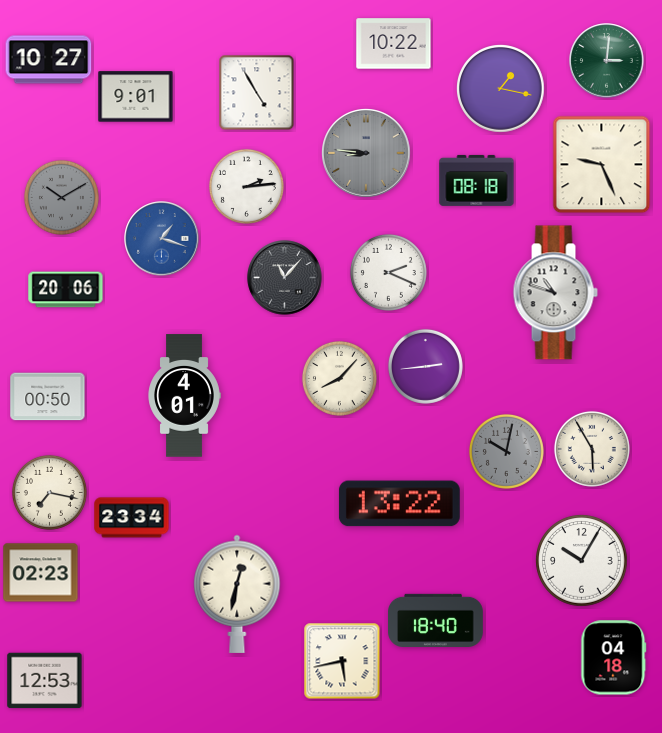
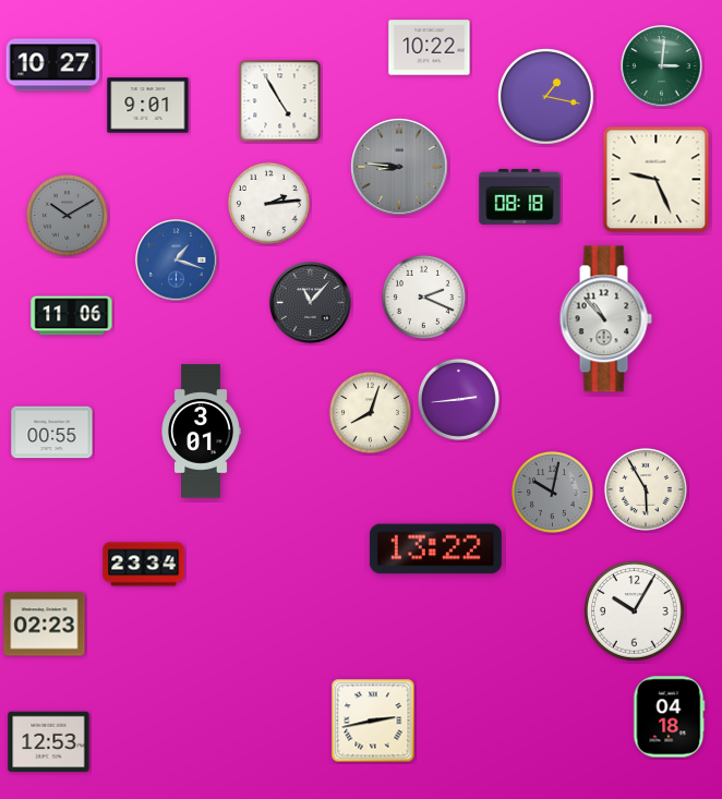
clock at (66, 290): 20:06 -> 11:06
clock at (555, 293): 10:48 -> 10:53
clock at (425, 366) position: (425, 366) -> (458, 399)
clock at (339, 378): 8:07 -> 8:03
clock at (184, 396): 4:01 -> 3:01
clock at (48, 397): 00:50 -> 00:55
clock at (49, 492): 7:17 -> none
clock at (237, 594): 12:32 -> none
clock at (436, 620): 18:40 -> none
clock at (342, 661): 5:43 -> 2:43
